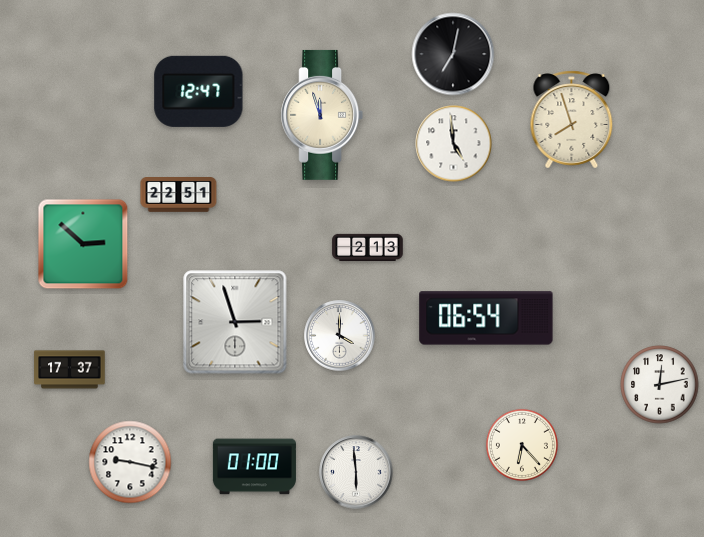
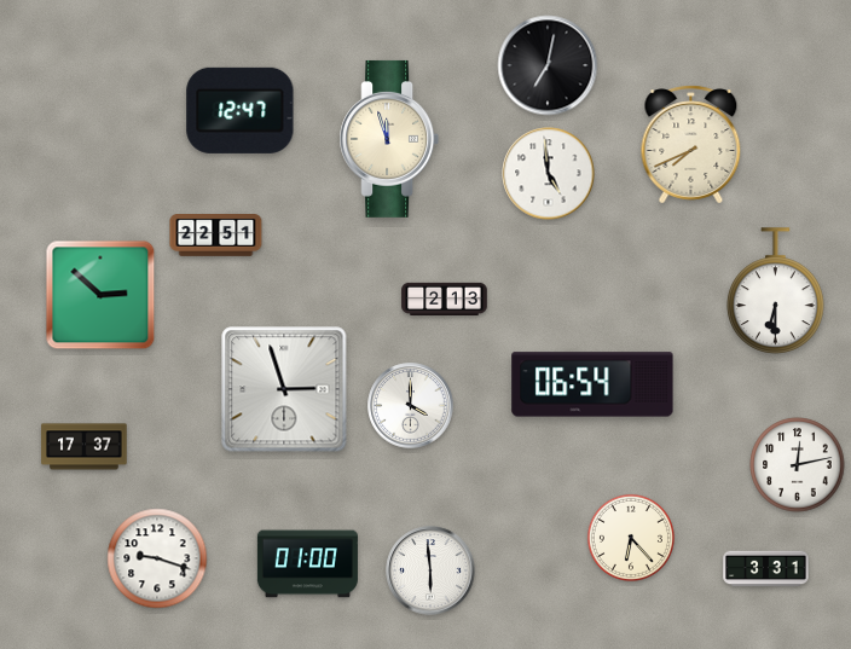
clock at (572, 120): 7:57 -> 7:41
clock at (776, 290): none -> 6:30
clock at (486, 318) position: (486, 318) -> (592, 384)
clock at (130, 462): 9:17 -> 9:18
clock at (766, 569): none -> 3:31
